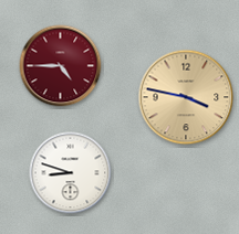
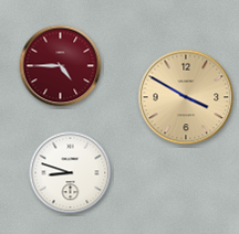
clock at (186, 97): 3:47 -> 3:50
